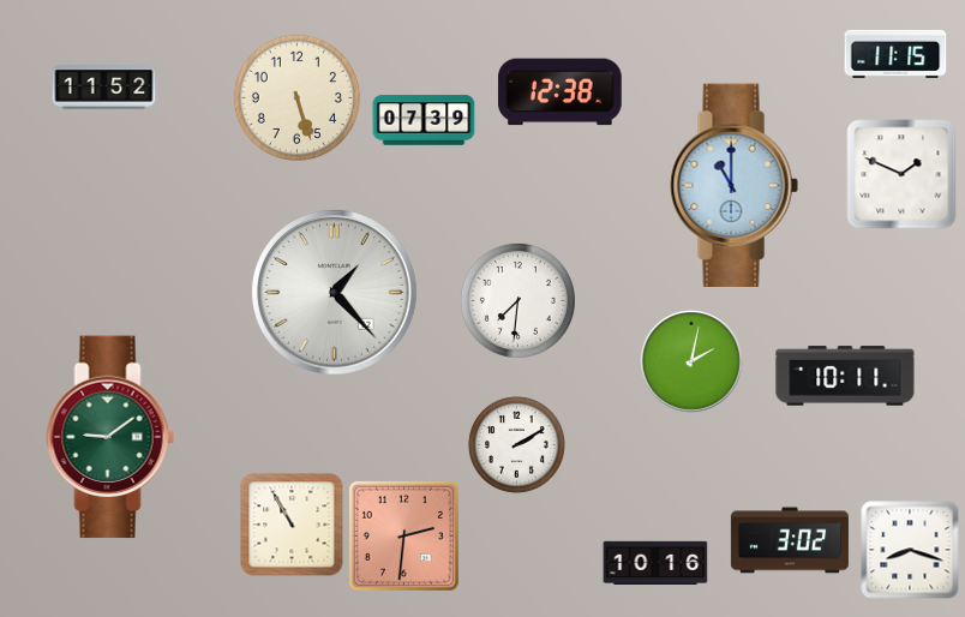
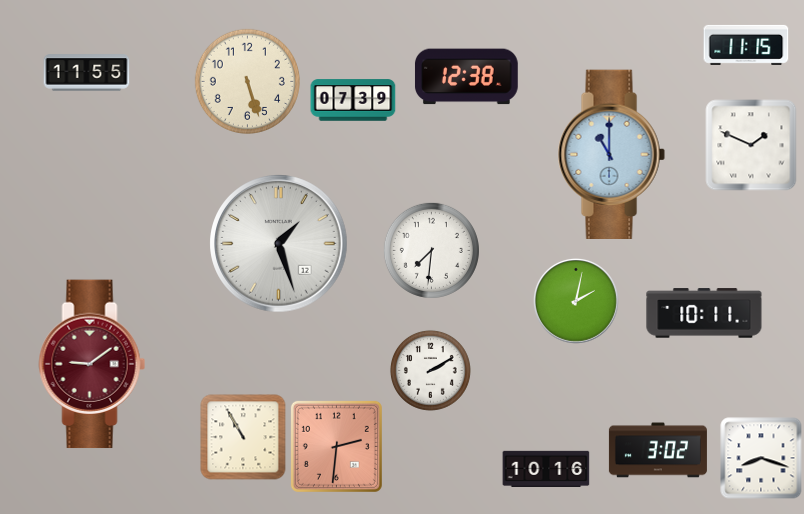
clock at (104, 88): 11:52 -> 11:55
clock at (335, 293): 1:23 -> 1:27
clock at (110, 437) dial: green -> burgundy
clock at (910, 550) position: (910, 550) -> (761, 458)
